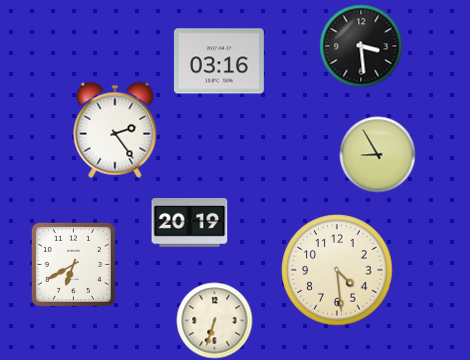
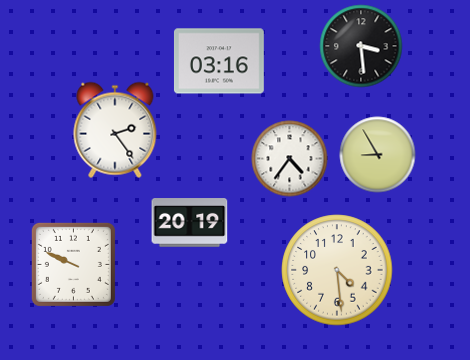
clock at (290, 159): none -> 4:36
clock at (73, 264): 6:40 -> 9:49
clock at (215, 321): 6:33 -> none
